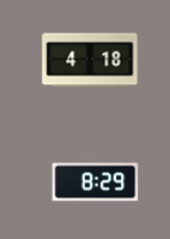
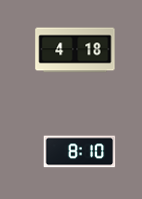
clock at (96, 183): 8:29 -> 8:10
